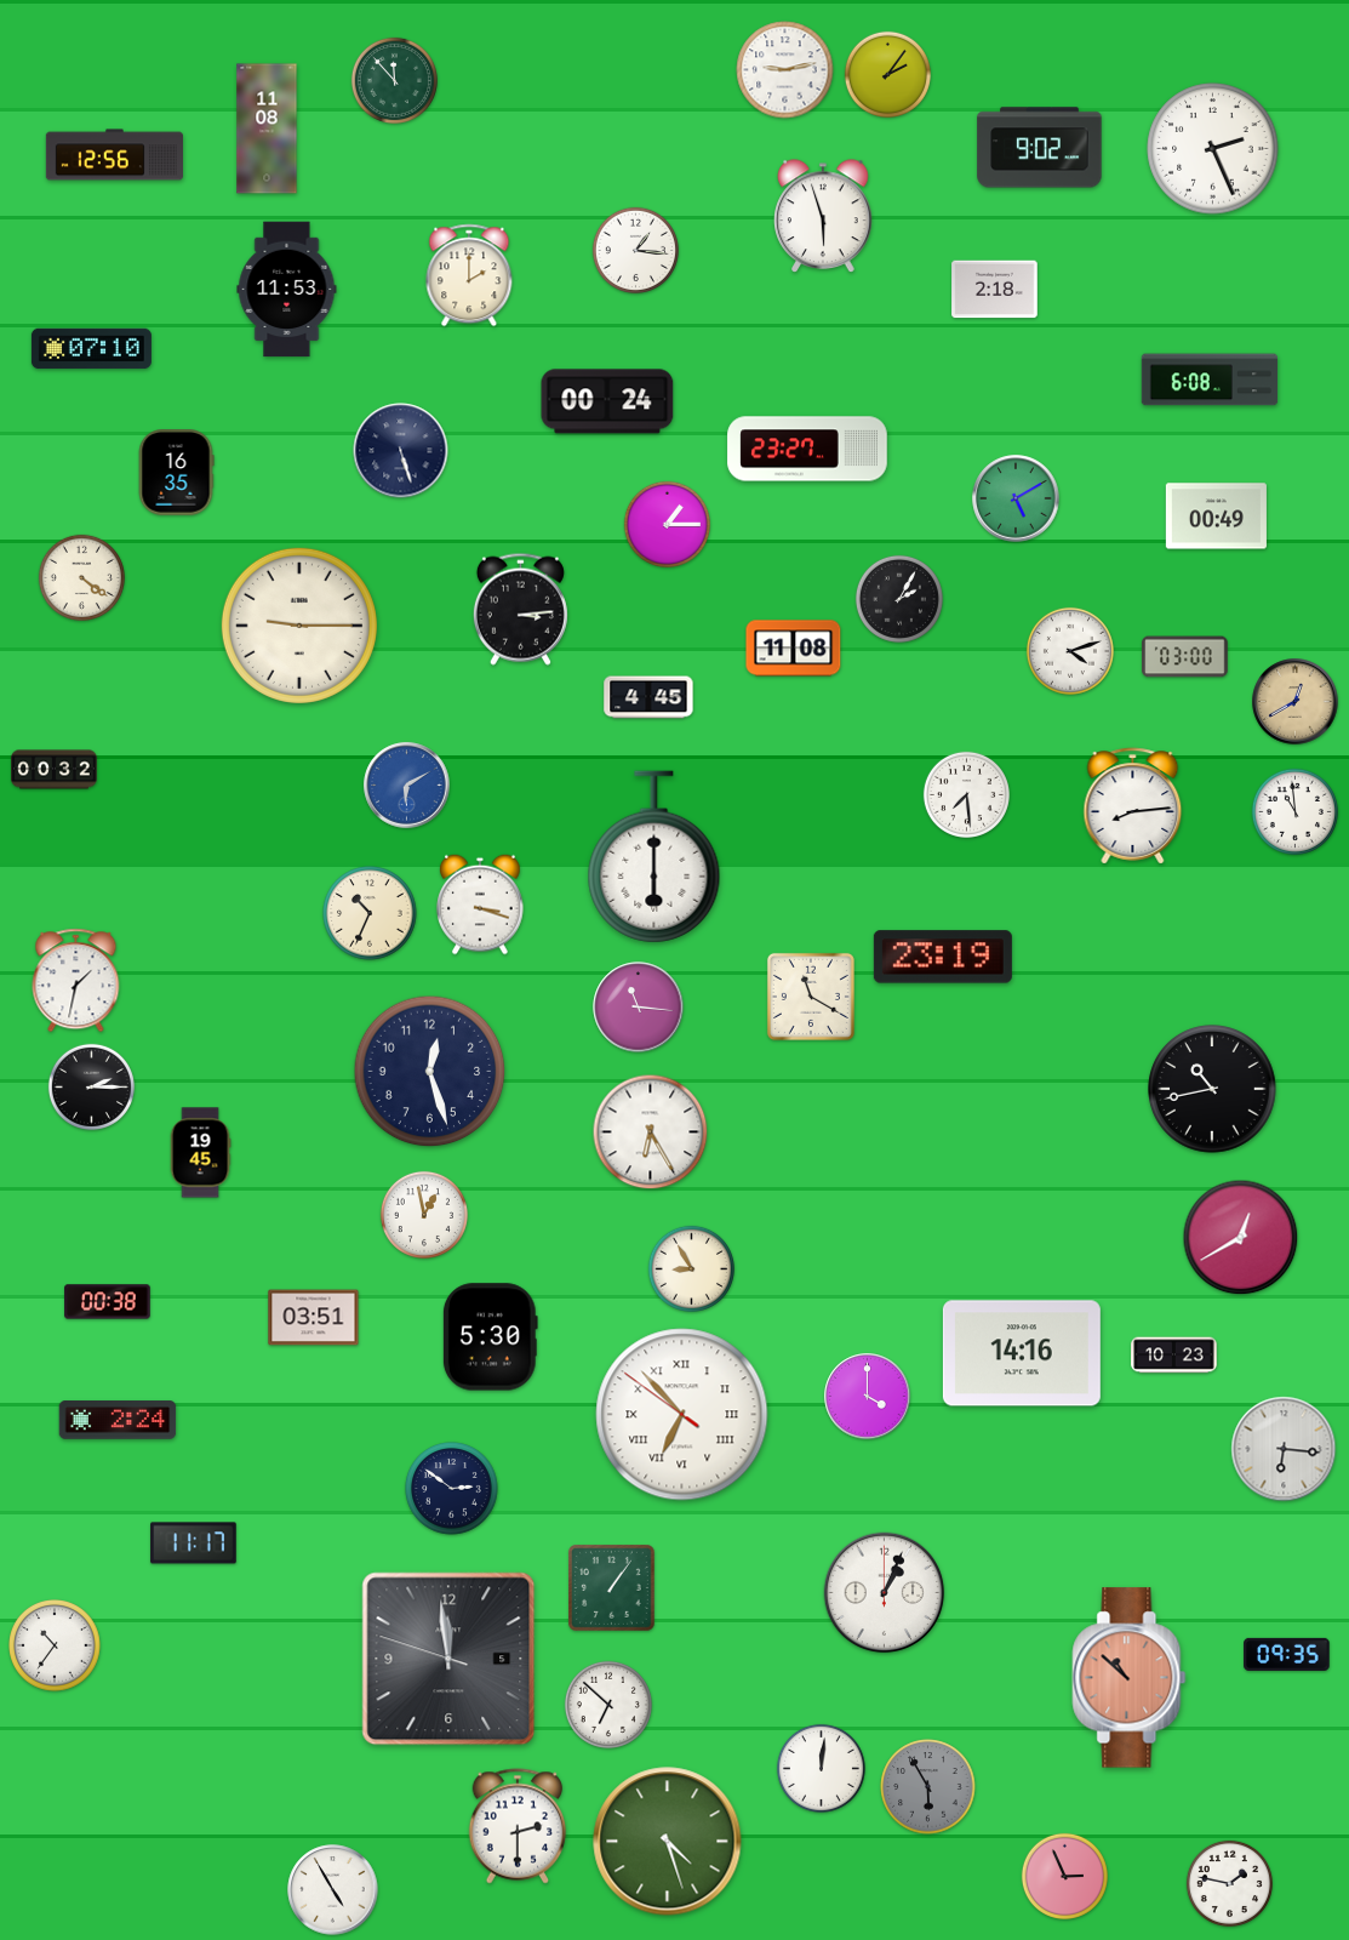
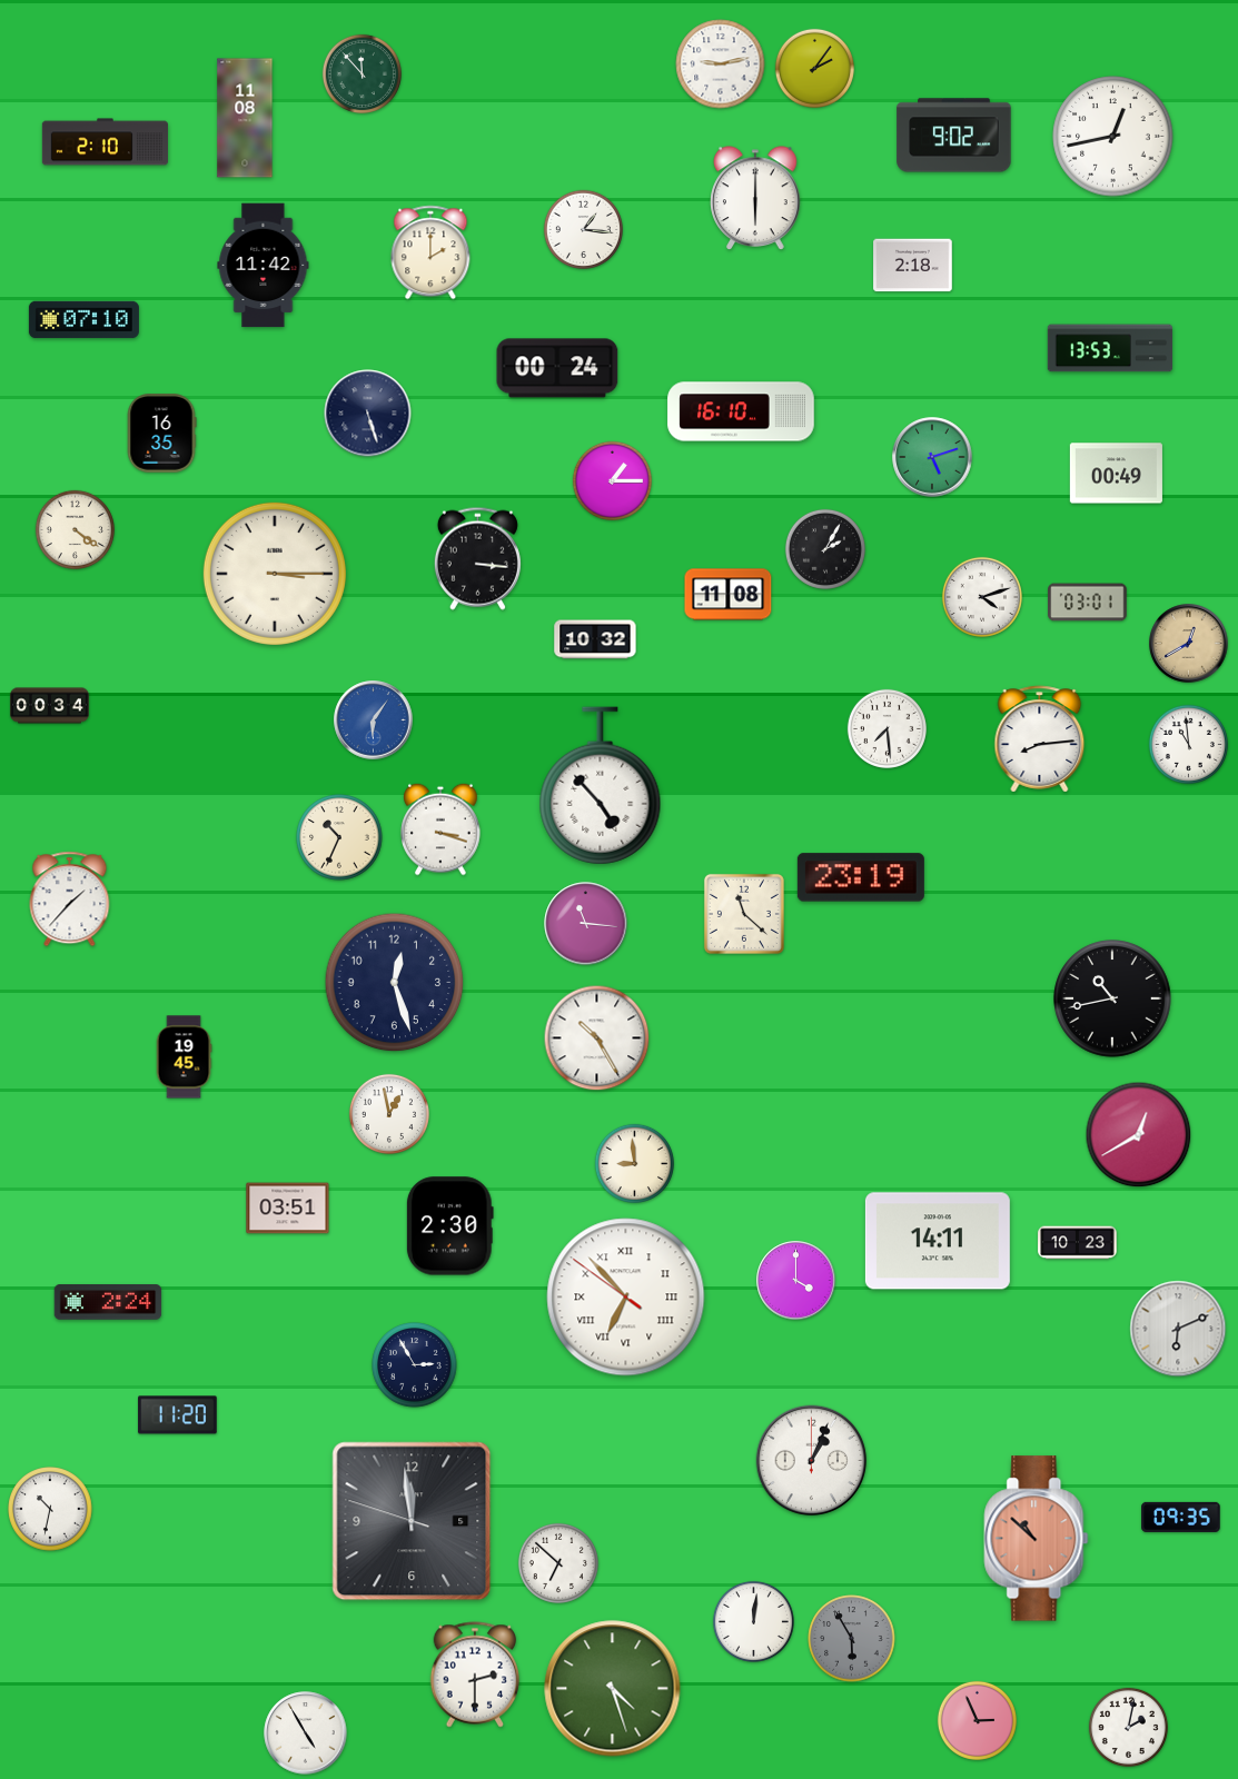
clock at (1213, 149): 2:26 -> 12:43
clock at (114, 155): 12:56 -> 2:10
clock at (823, 216): 5:57 -> 6:00
clock at (287, 290): 11:53 -> 11:42
clock at (1210, 380): 6:08 -> 13:53
clock at (807, 449): 23:27 -> 16:10
clock at (1016, 498): 5:10 -> 5:12
clock at (520, 609): 3:14 -> 3:16
clock at (299, 626): 9:15 -> 3:15
clock at (1185, 657): 03:00 -> 03:01
clock at (648, 697): 4:45 -> 10:32
clock at (55, 770): 00:32 -> 00:34
clock at (407, 786): 6:10 -> 6:06
clock at (655, 857): 6:00 -> 4:53
clock at (943, 957) position: (943, 957) -> (861, 877)
clock at (76, 981): 1:32 -> 1:37
clock at (811, 997): 11:20 -> 11:22
clock at (91, 1086): 2:15 -> none
clock at (651, 1132): 6:25 -> 10:25
clock at (691, 1268): 8:55 -> 8:59
clock at (108, 1302): 00:38 -> none
clock at (490, 1337): 5:30 -> 2:30
clock at (1022, 1353): 14:16 -> 14:11
clock at (1284, 1449): 6:16 -> 6:11
clock at (452, 1489): 2:51 -> 2:55
clock at (194, 1544): 11:17 -> 11:20
clock at (612, 1588): 1:06 -> none
clock at (55, 1645): 10:36 -> 10:32
clock at (1229, 1883): 1:47 -> 2:02
